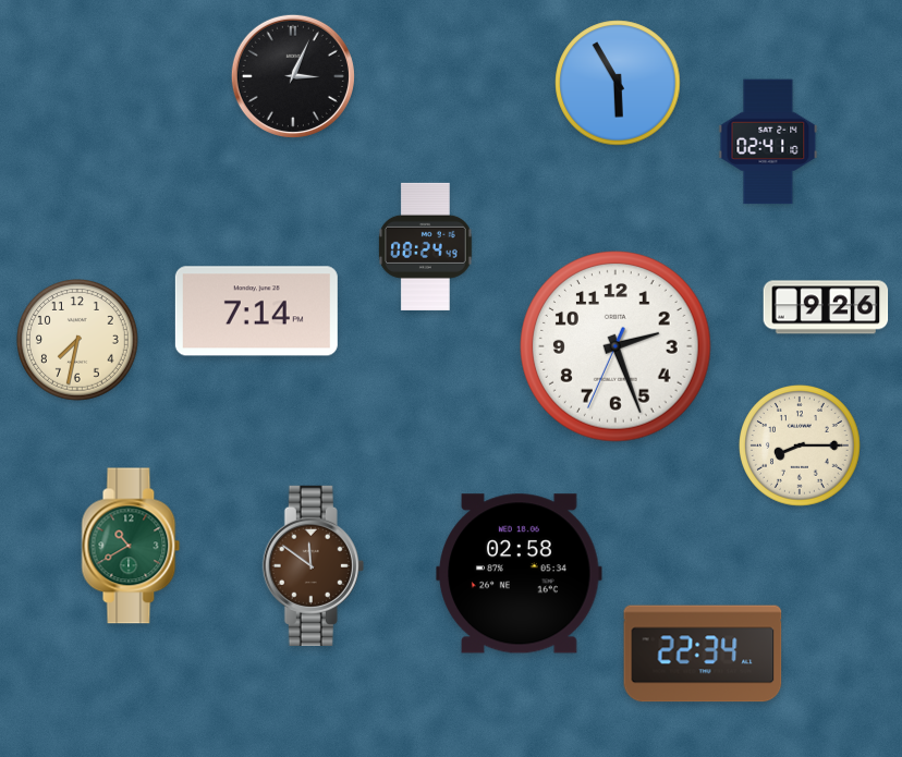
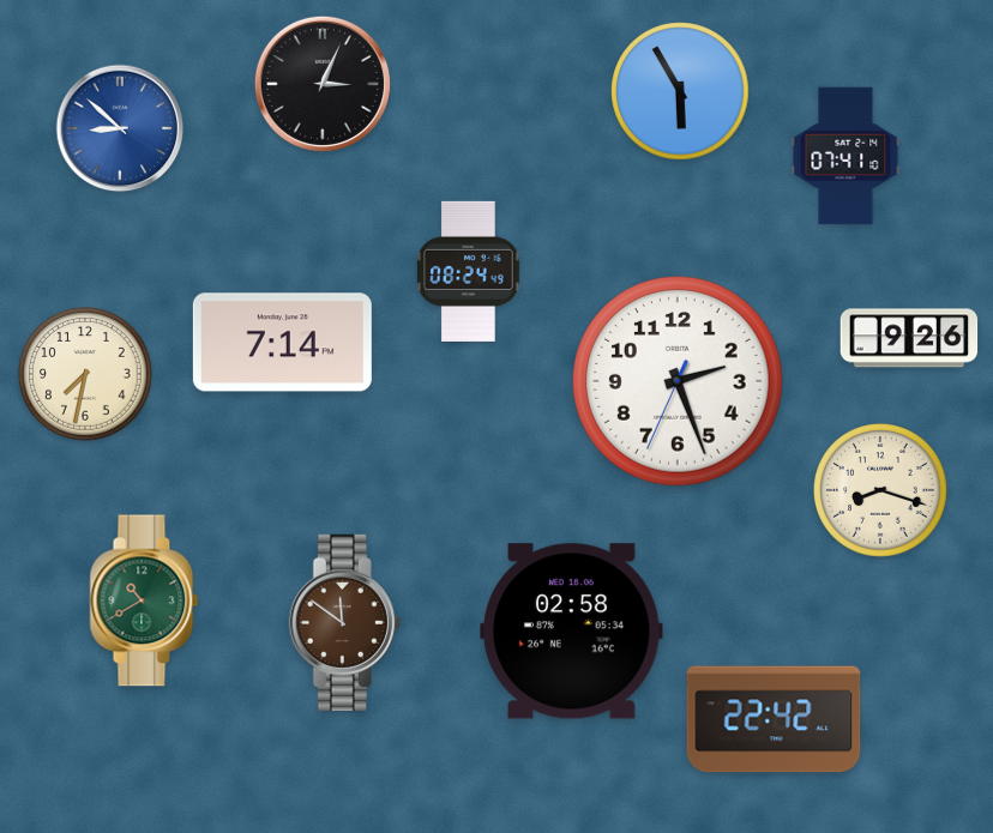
clock at (120, 128): none -> 8:52
clock at (768, 142): 02:41 -> 07:41
clock at (801, 447): 8:15 -> 8:18
clock at (703, 654): 22:34 -> 22:42
